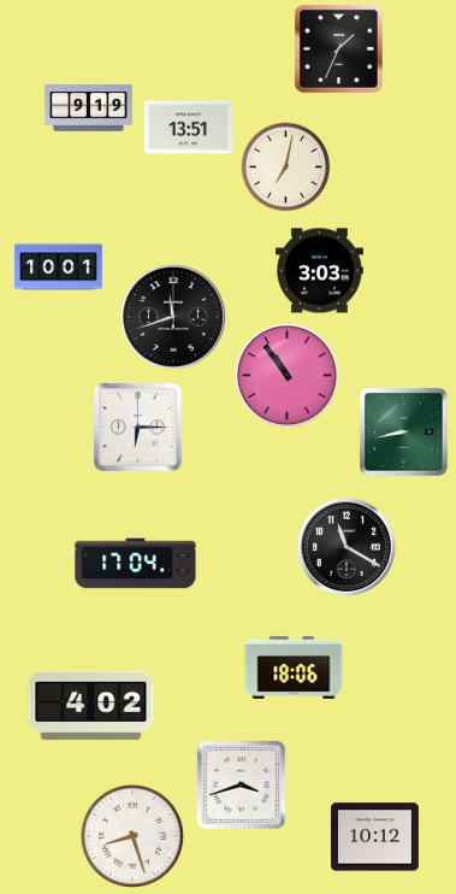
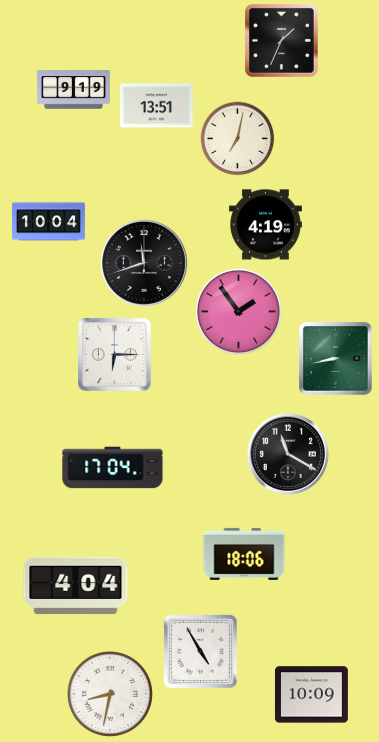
clock at (58, 267): 10:01 -> 10:04
clock at (319, 271): 3:03 -> 4:19
clock at (286, 375): 10:54 -> 1:54
clock at (91, 706): 4:02 -> 4:04
clock at (241, 784): 3:42 -> 4:55
clock at (132, 836): 8:27 -> 8:32
clock at (374, 837): 10:12 -> 10:09
